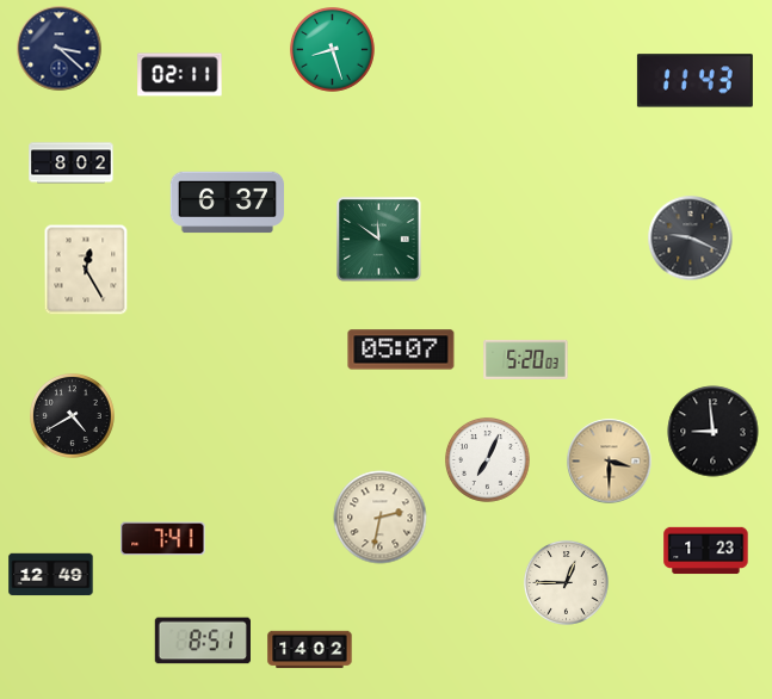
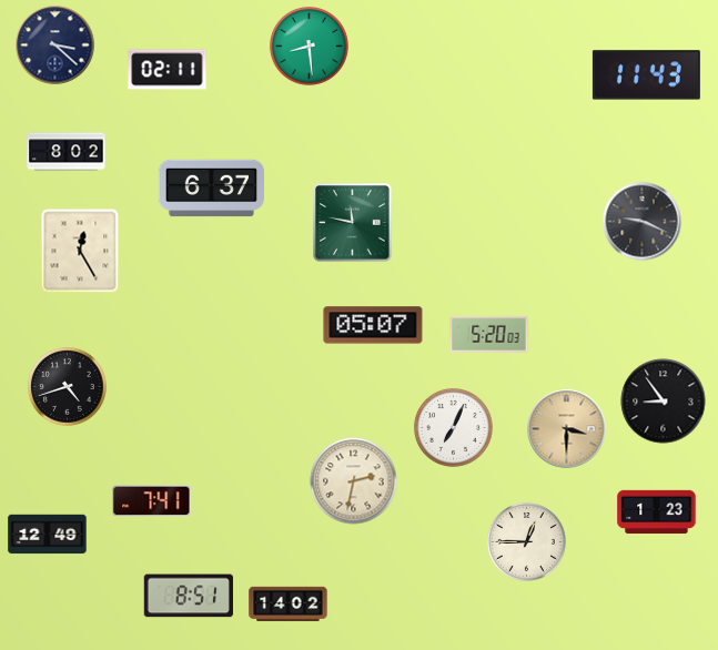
clock at (333, 50): 8:27 -> 8:29
clock at (379, 240): 11:51 -> 11:47
clock at (73, 416): 4:40 -> 4:42
clock at (714, 432): 8:59 -> 8:54
